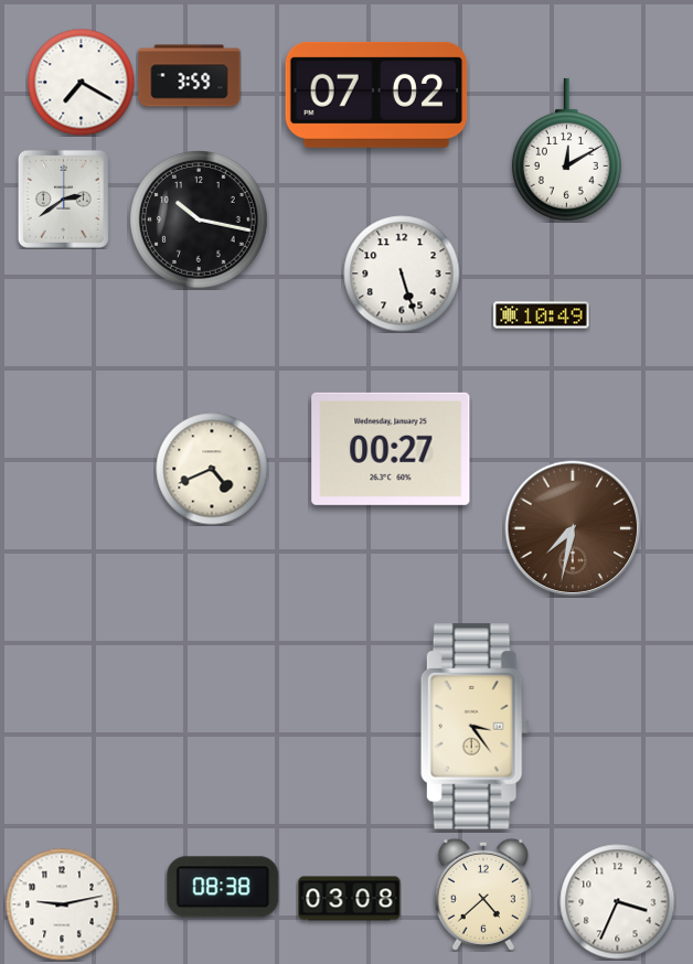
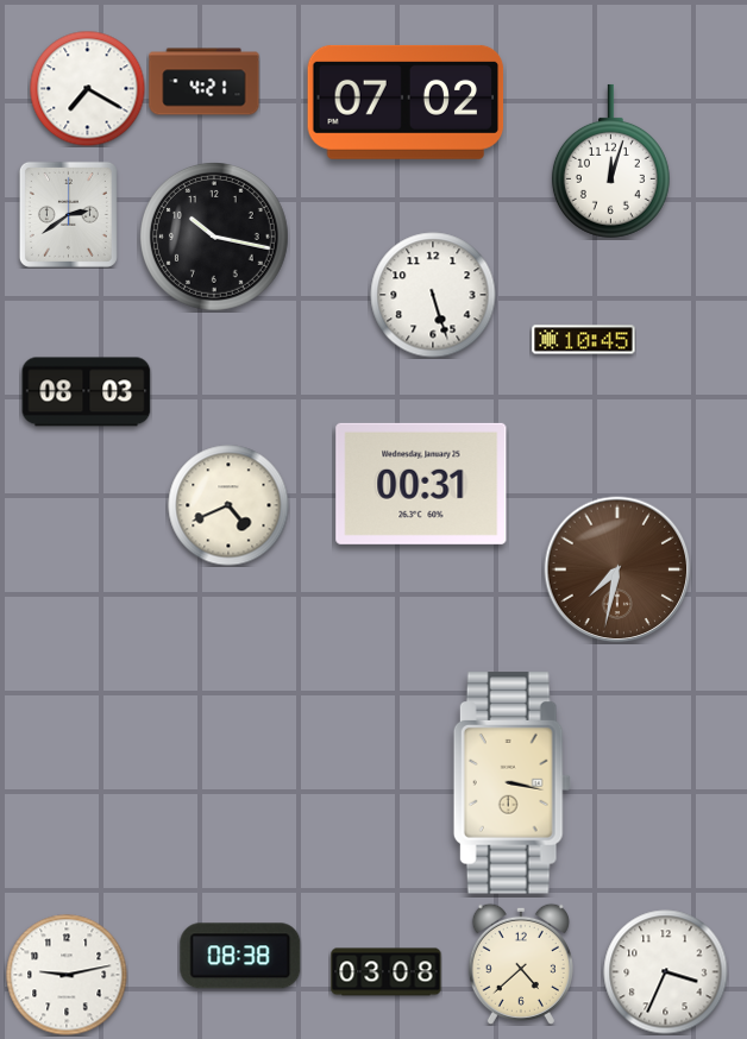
clock at (190, 76): 3:59 -> 4:21
clock at (566, 149): 12:10 -> 12:03
clock at (542, 315): 10:49 -> 10:45
clock at (87, 392): none -> 08:03
clock at (391, 449): 00:27 -> 00:31
clock at (475, 727): 3:24 -> 3:17
clock at (350, 899) position: (350, 899) -> (387, 972)
